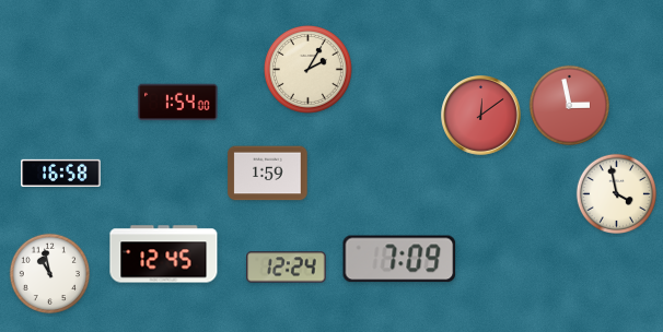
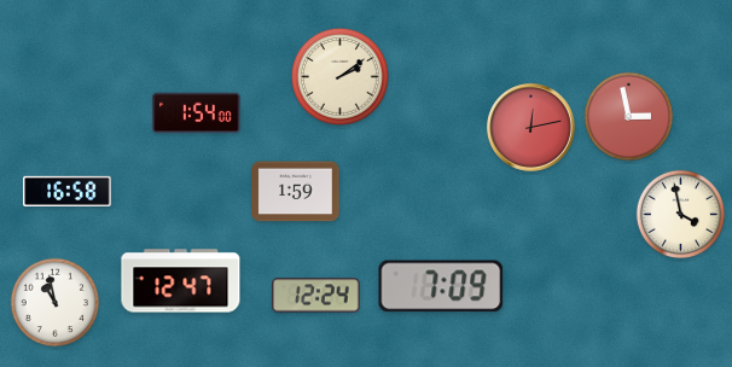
clock at (309, 70): 2:05 -> 2:09
clock at (481, 116): 12:09 -> 12:13
clock at (164, 254): 12:45 -> 12:47
